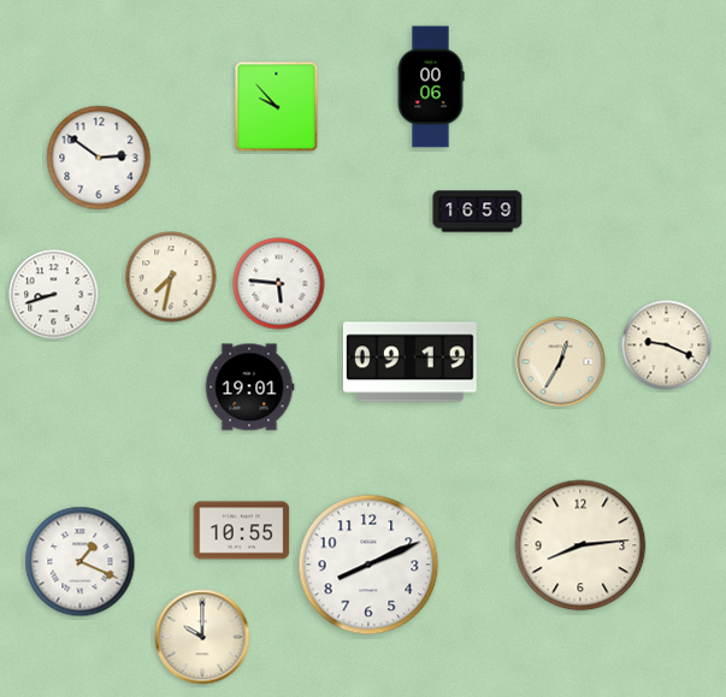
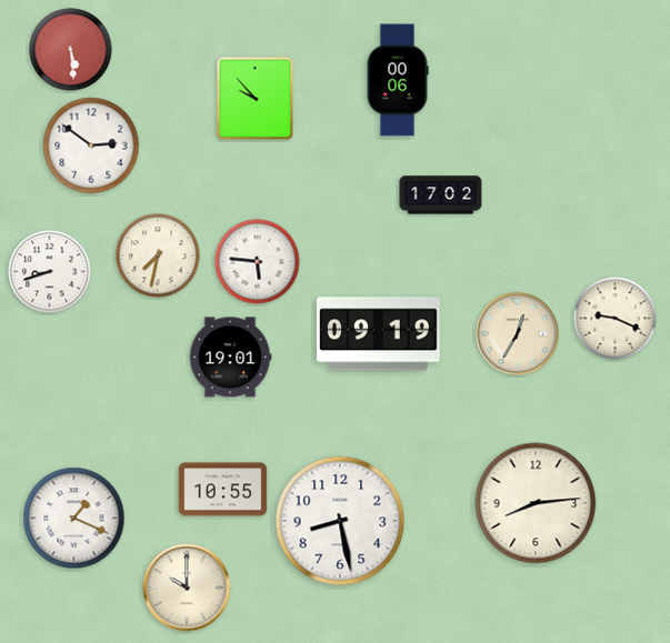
clock at (71, 50): none -> 5:29
clock at (478, 212): 16:59 -> 17:02
clock at (368, 565): 8:11 -> 8:28
